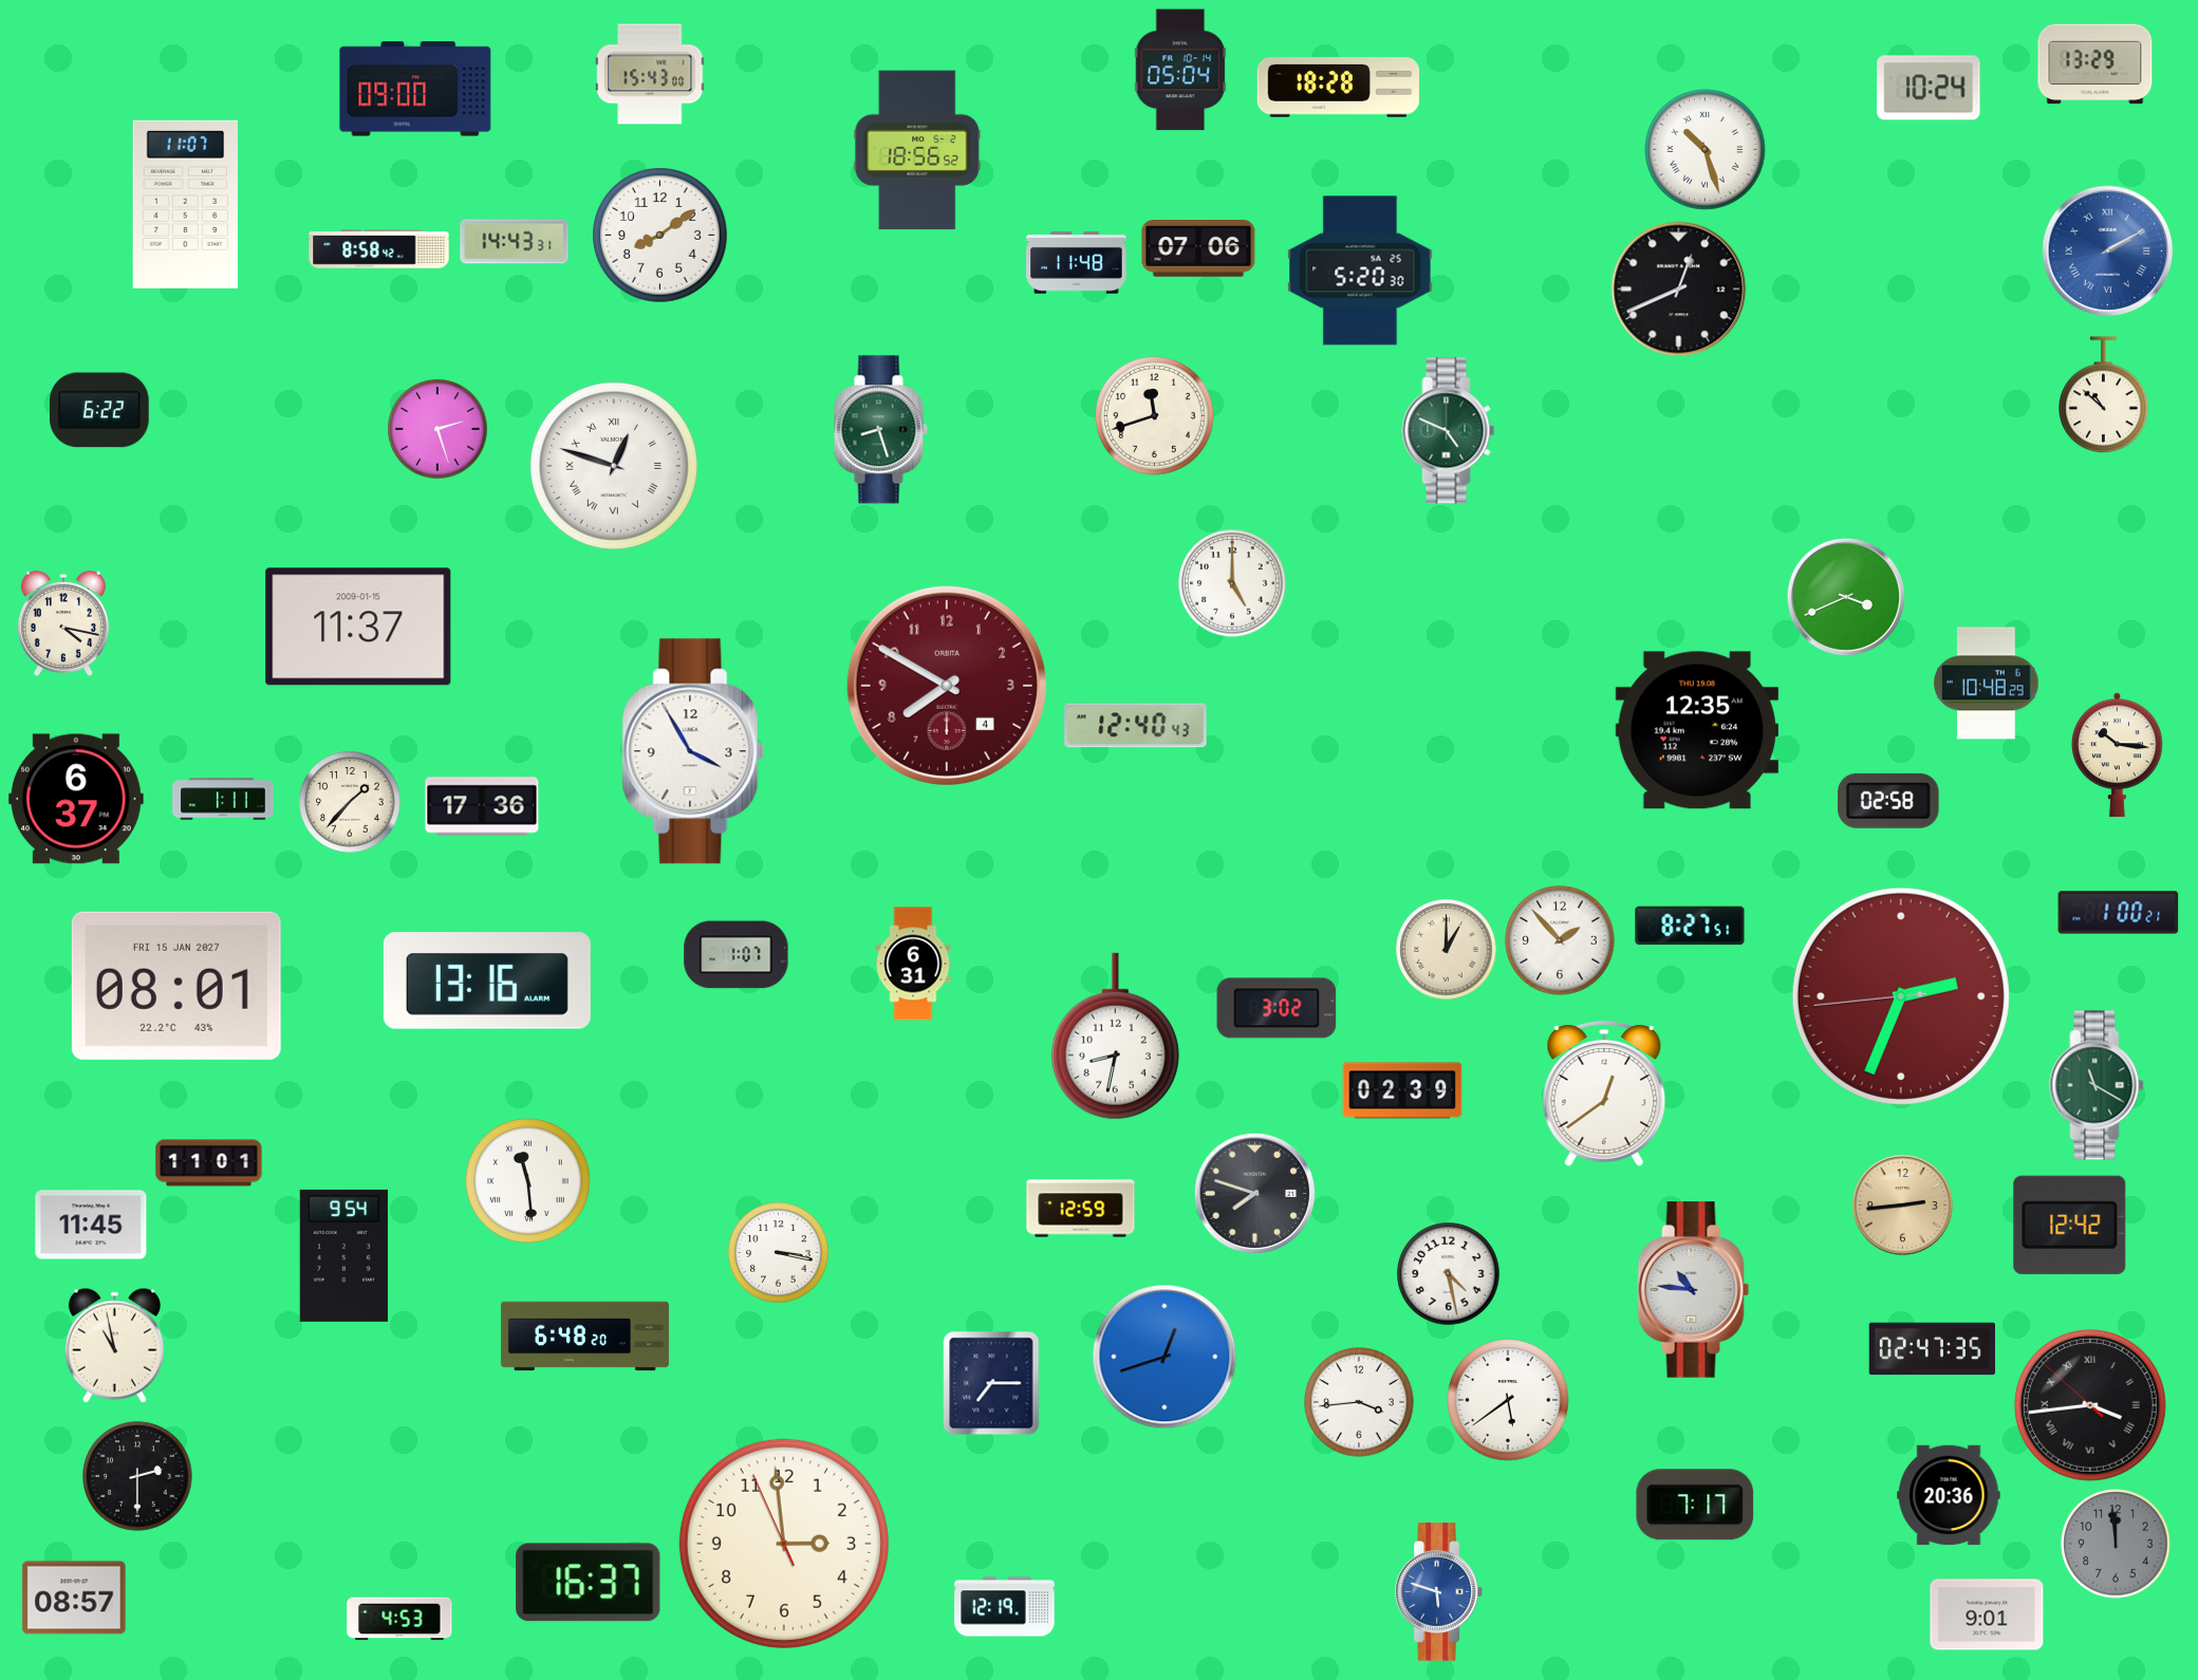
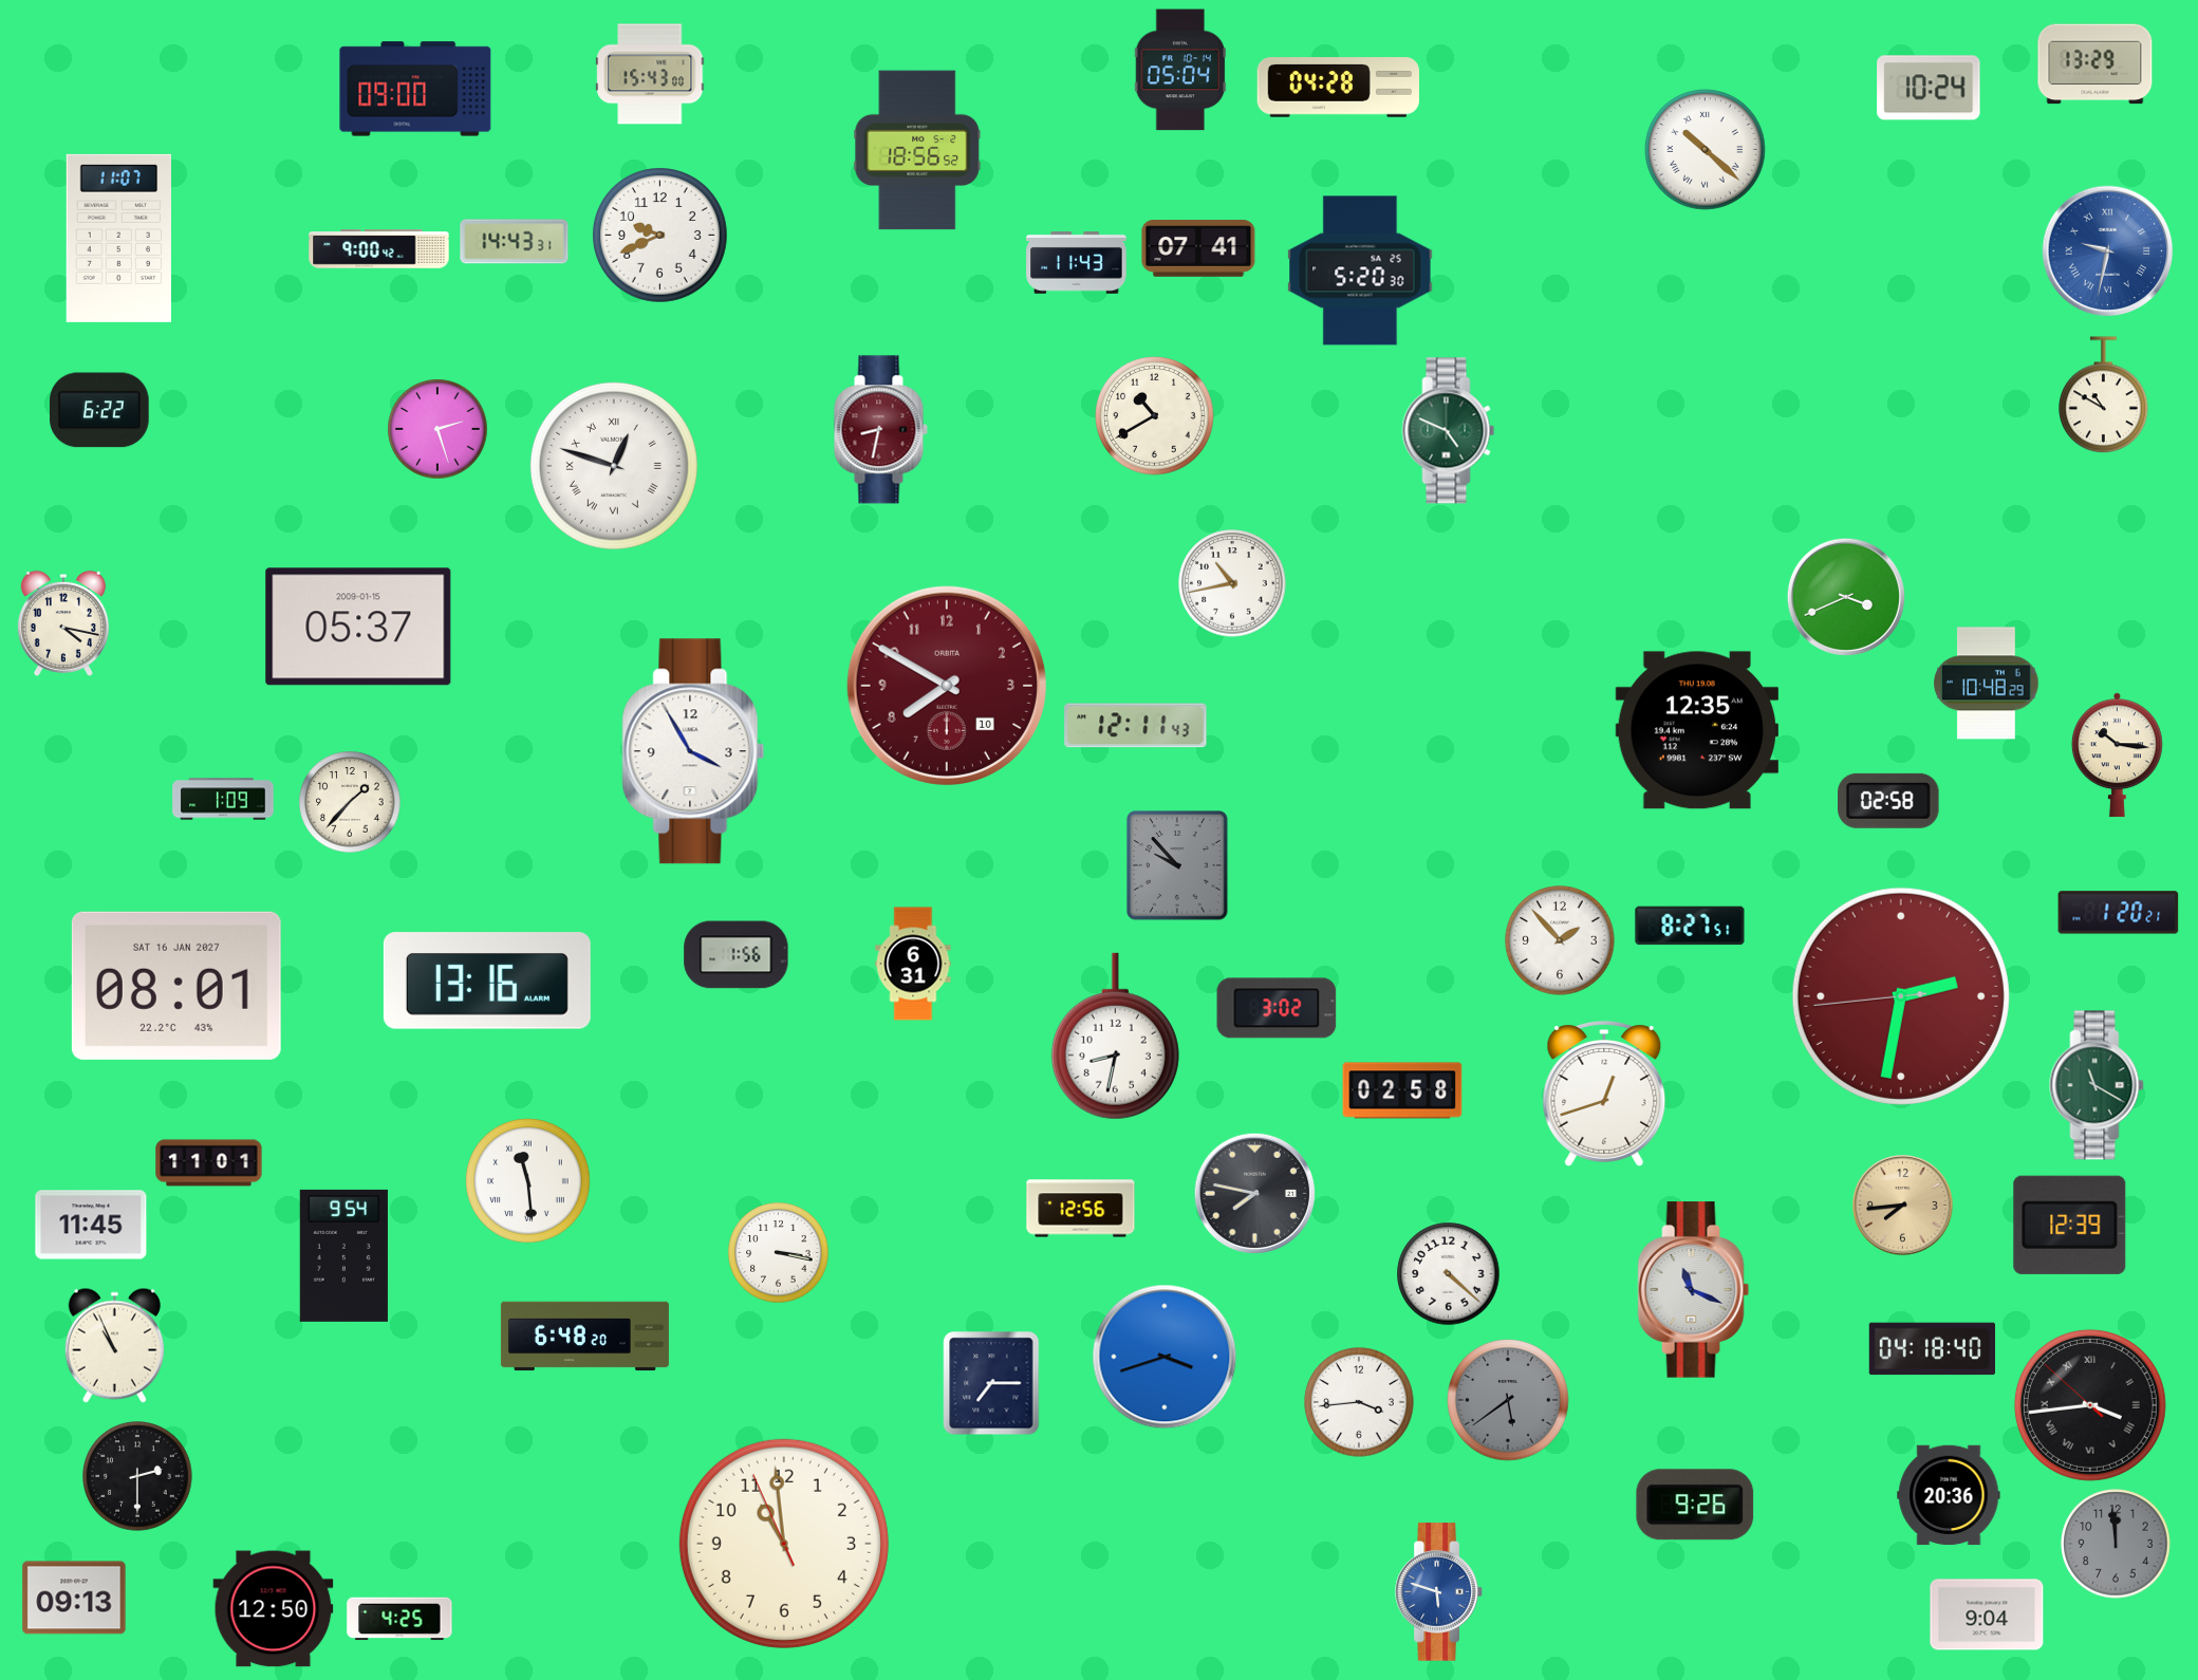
clock at (1339, 88): 18:28 -> 04:28
clock at (1706, 150): 10:27 -> 10:22
clock at (185, 204) position: (185, 204) -> (118, 238)
clock at (660, 236): 8:09 -> 9:41
clock at (379, 249): 8:58 -> 9:00
clock at (1198, 249): 07:06 -> 07:41
clock at (2108, 251): 2:10 -> 9:32
clock at (1077, 263): 11:48 -> 11:43
clock at (1679, 290): 12:41 -> none
clock at (2104, 395): 10:52 -> 10:50
clock at (1155, 416): 11:42 -> 10:40
clock at (880, 430): 8:27 -> 8:32
clock at (880, 430) dial: green -> burgundy
clock at (1232, 583): 5:00 -> 10:43
clock at (358, 627): 11:37 -> 05:37
clock at (947, 686) date: 4 -> 10
clock at (1136, 726): 12:40 -> 12:11
clock at (76, 799): 6:37 -> none
clock at (223, 799): 1:11 -> 1:09
clock at (482, 806): 17:36 -> none
clock at (1177, 865): none -> 9:53
clock at (2119, 913): 1:00 -> 1:20
clock at (1447, 950): 1:00 -> none
clock at (737, 955): 1:07 -> 1:56
clock at (176, 986) date: FRI 15 JAN 2027 -> SAT 16 JAN 2027
clock at (1901, 996): 2:33 -> 2:31
clock at (1402, 1090): 02:39 -> 02:58
clock at (1604, 1095): 12:39 -> 12:42
clock at (1254, 1193): 7:48 -> 7:47
clock at (1903, 1206): 2:44 -> 7:44
clock at (1081, 1209): 12:59 -> 12:56
clock at (2070, 1225): 12:42 -> 12:39
clock at (1449, 1274): 4:28 -> 4:22
clock at (1694, 1290): 10:46 -> 11:19
clock at (114, 1345): 10:58 -> 10:56
clock at (1932, 1349): 02:47 -> 04:18
clock at (1165, 1357): 12:42 -> 3:42
clock at (1508, 1400) dial: white -> grey
clock at (1695, 1505): 7:17 -> 9:26
clock at (784, 1544): 2:58 -> 10:58
clock at (589, 1583): 16:37 -> none
clock at (74, 1598): 08:57 -> 09:13
clock at (1005, 1607): 12:19 -> none
clock at (274, 1609): none -> 12:50
clock at (1987, 1614): 9:01 -> 9:04
clock at (399, 1619): 4:53 -> 4:25
